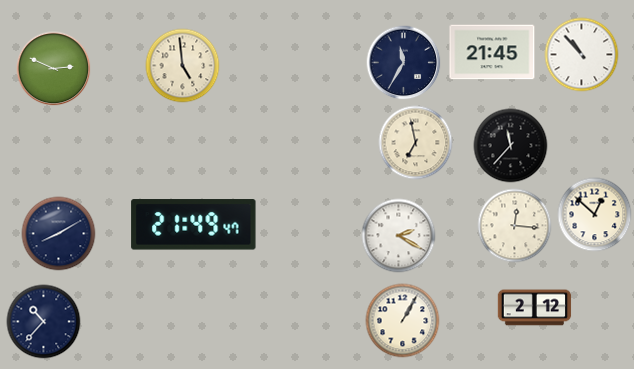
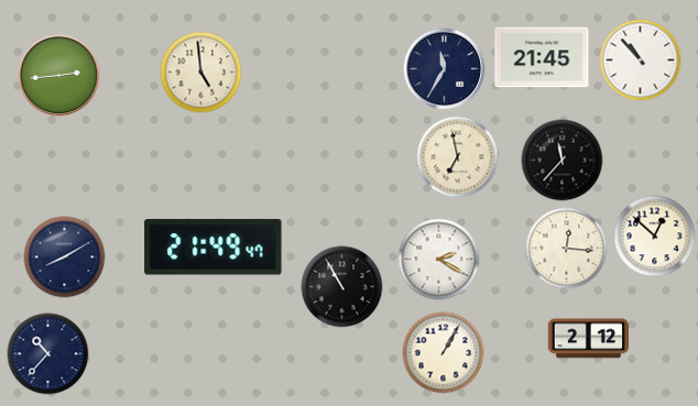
clock at (54, 69): 2:49 -> 2:44
clock at (342, 287): none -> 10:55
